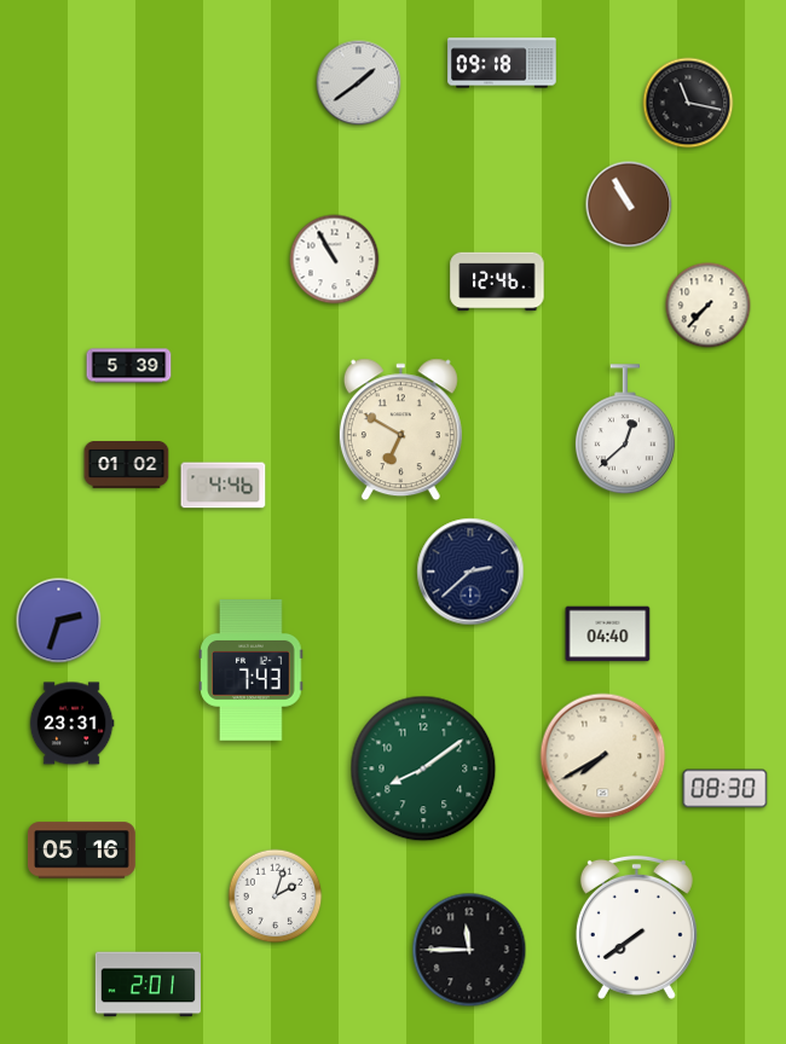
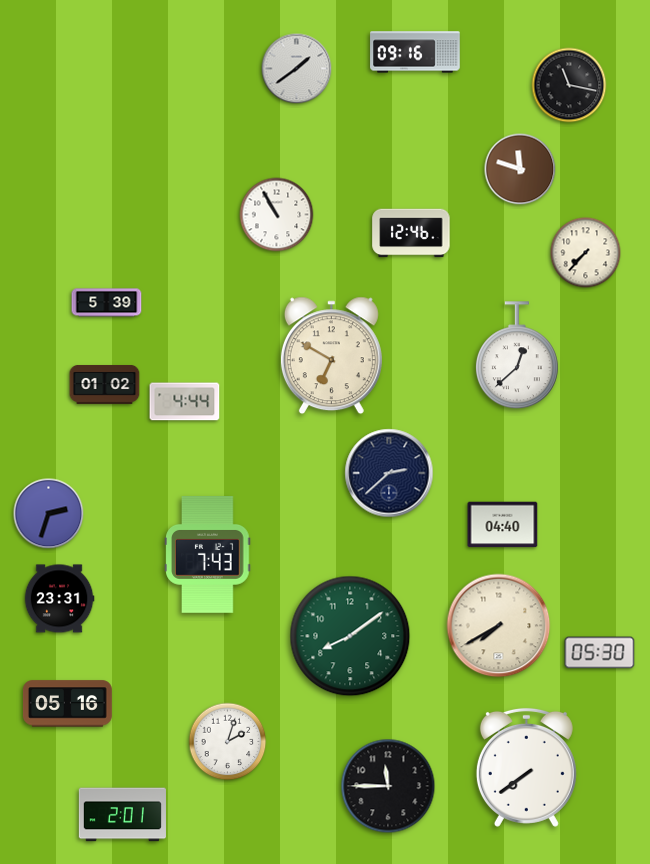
clock at (502, 63): 09:18 -> 09:16
clock at (629, 204): 10:55 -> 11:48
clock at (224, 486): 4:46 -> 4:44
clock at (726, 789): 08:30 -> 05:30
